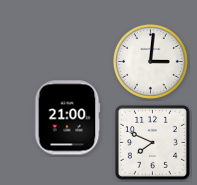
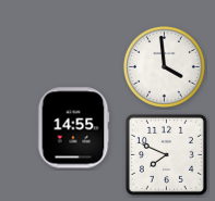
clock at (151, 62): 3:01 -> 3:59
clock at (67, 118): 21:00 -> 14:55
